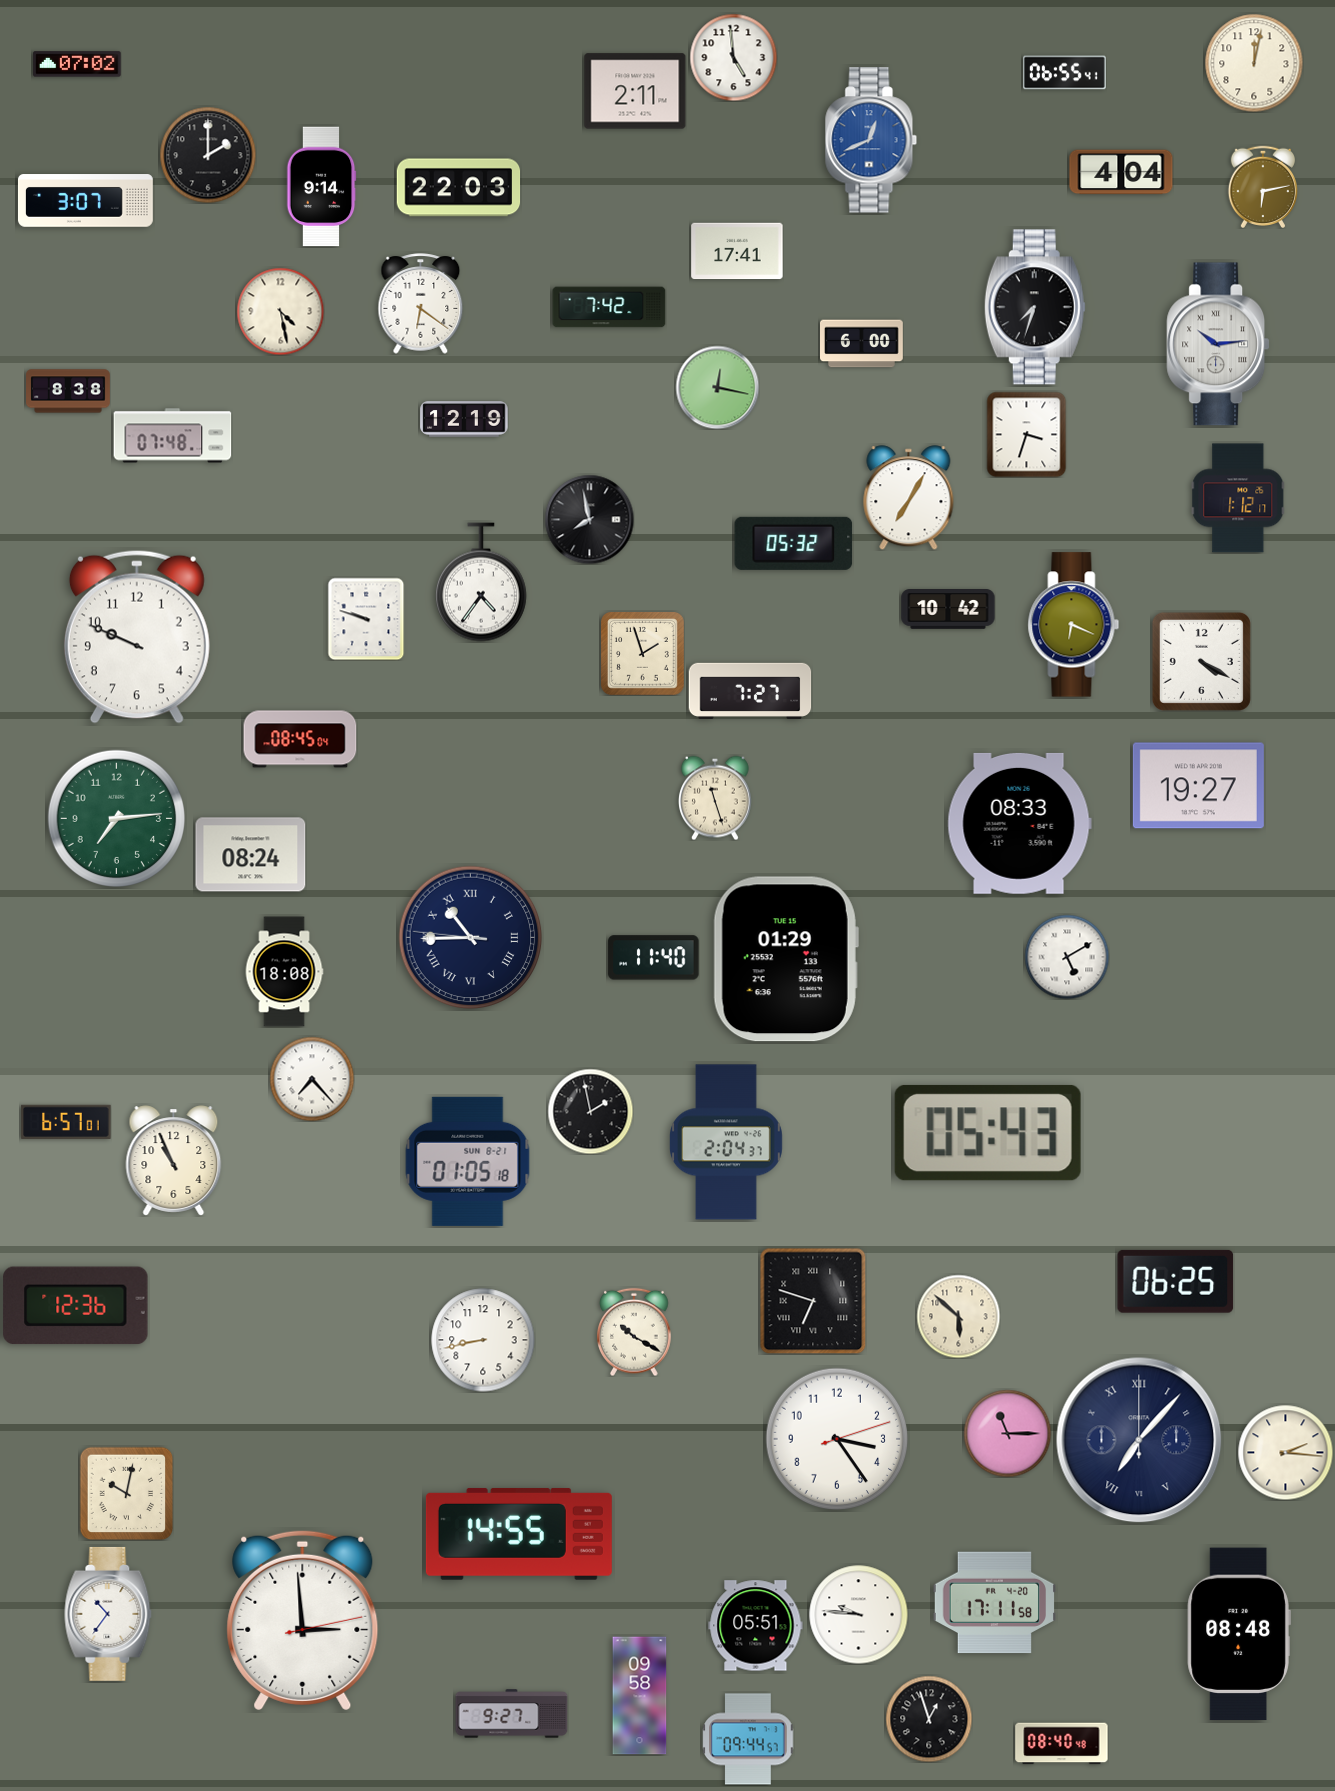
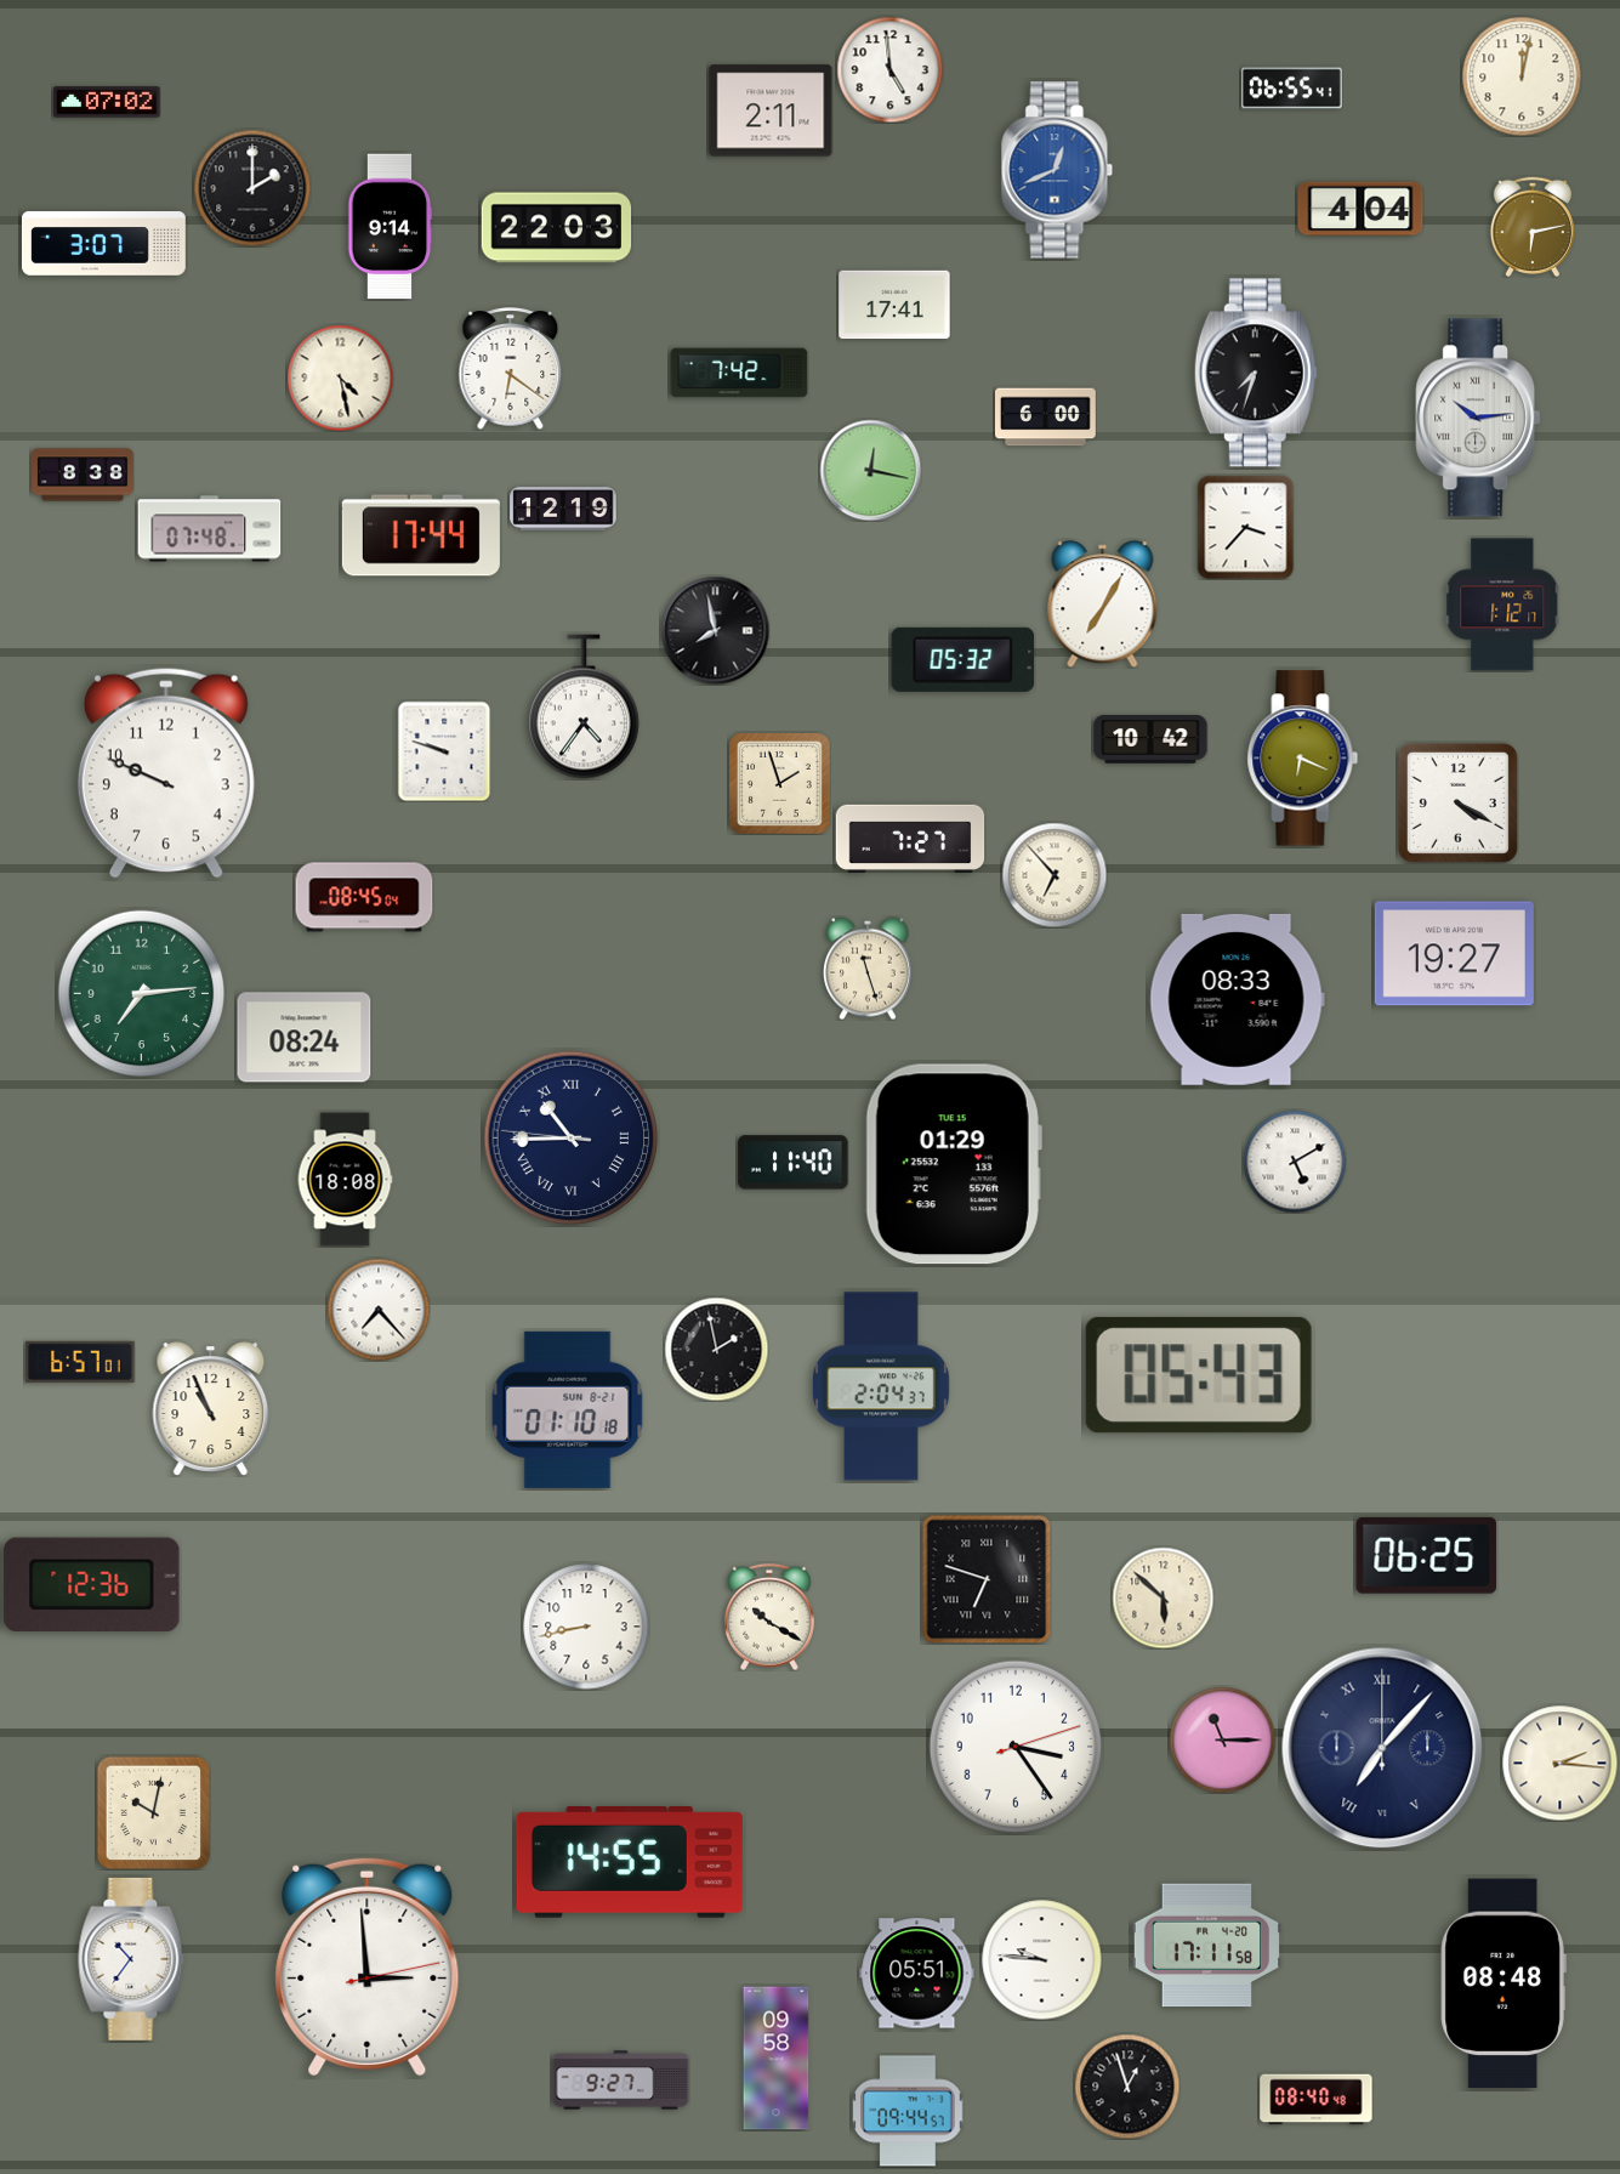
clock at (77, 64) position: (77, 64) -> (107, 102)
clock at (1027, 434): 3:33 -> 3:37
clock at (421, 535): none -> 17:44
clock at (643, 654) position: (643, 654) -> (780, 784)
clock at (1055, 875): none -> 6:53
clock at (468, 1161): 01:05 -> 01:10
clock at (1062, 1744) position: (1062, 1744) -> (1317, 2100)
